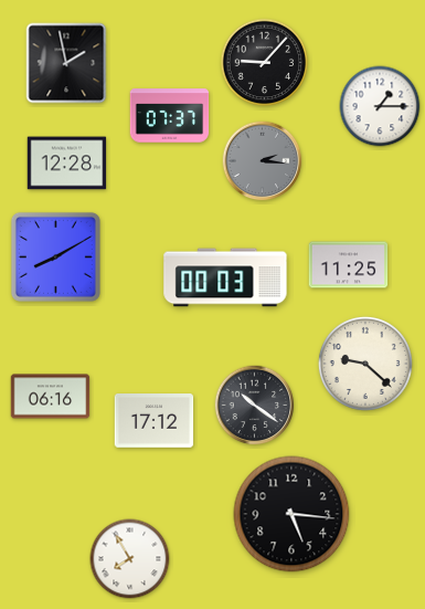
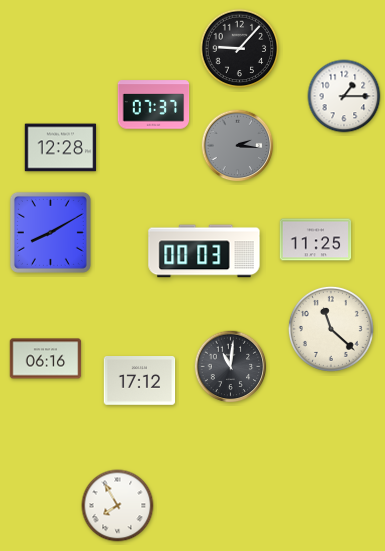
clock at (66, 63): 1:58 -> none
clock at (265, 63) position: (265, 63) -> (240, 49)
clock at (365, 364): 9:22 -> 11:22
clock at (255, 406): 10:21 -> 11:01
clock at (291, 514): 5:16 -> none
